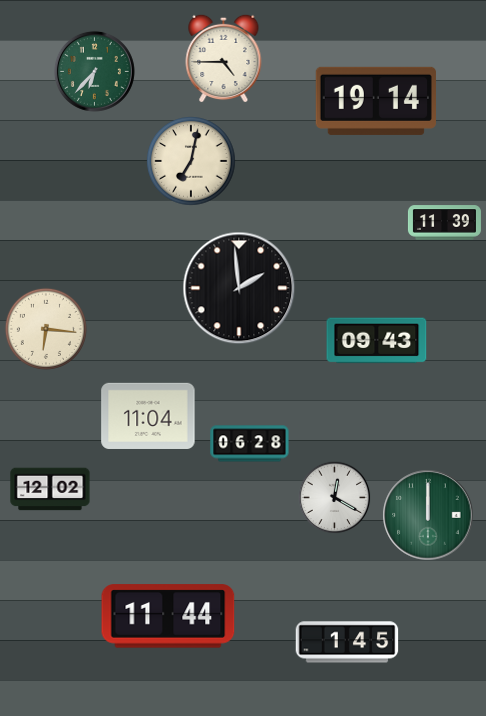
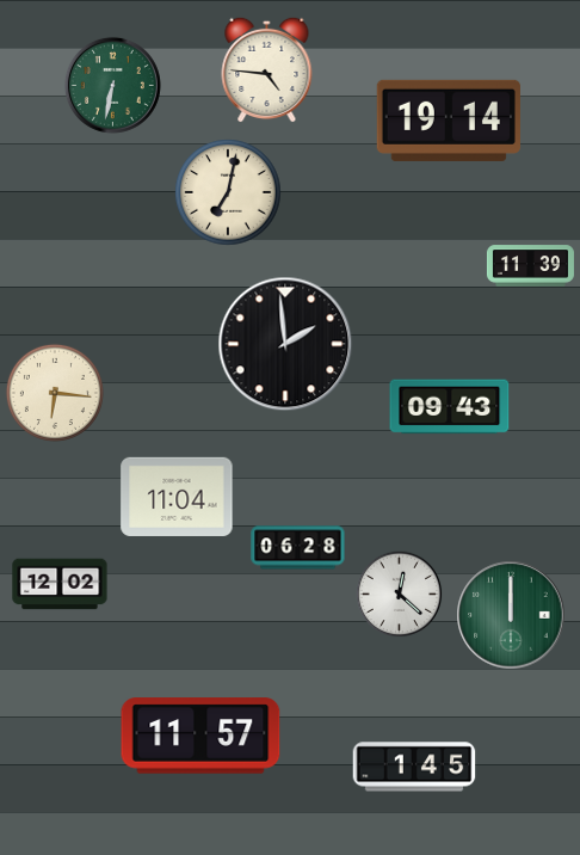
clock at (224, 58): 4:45 -> 4:46
clock at (94, 71): 6:37 -> 6:32
clock at (250, 444) position: (250, 444) -> (298, 548)
clock at (335, 498): 12:20 -> 12:22
clock at (168, 616): 11:44 -> 11:57
